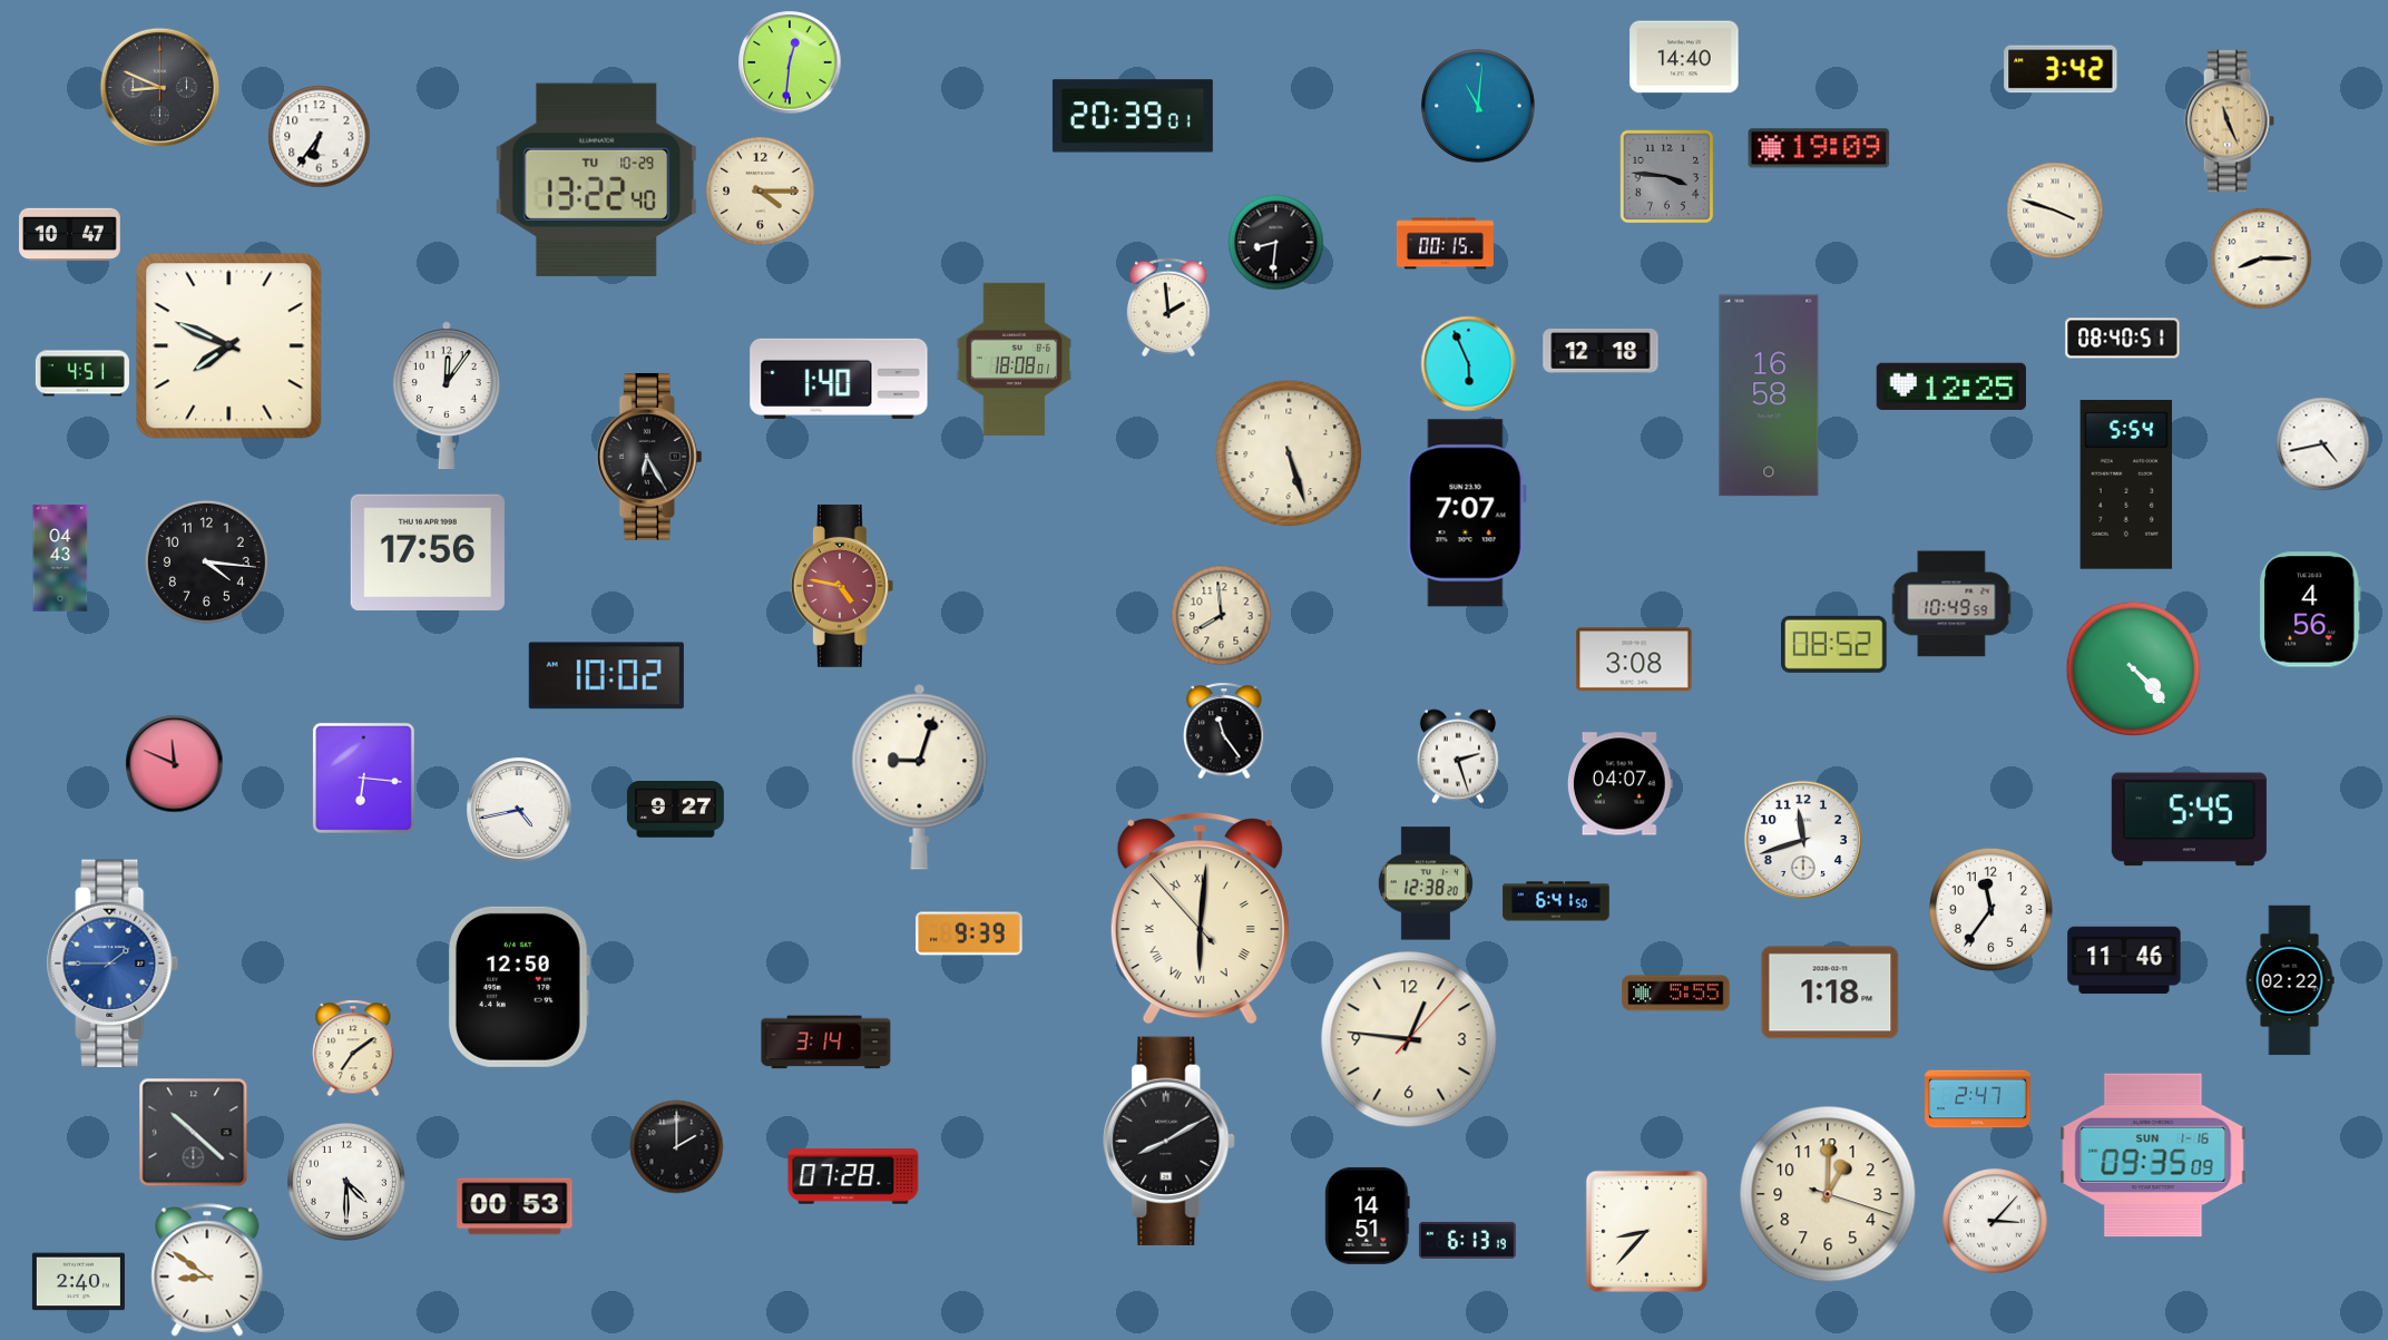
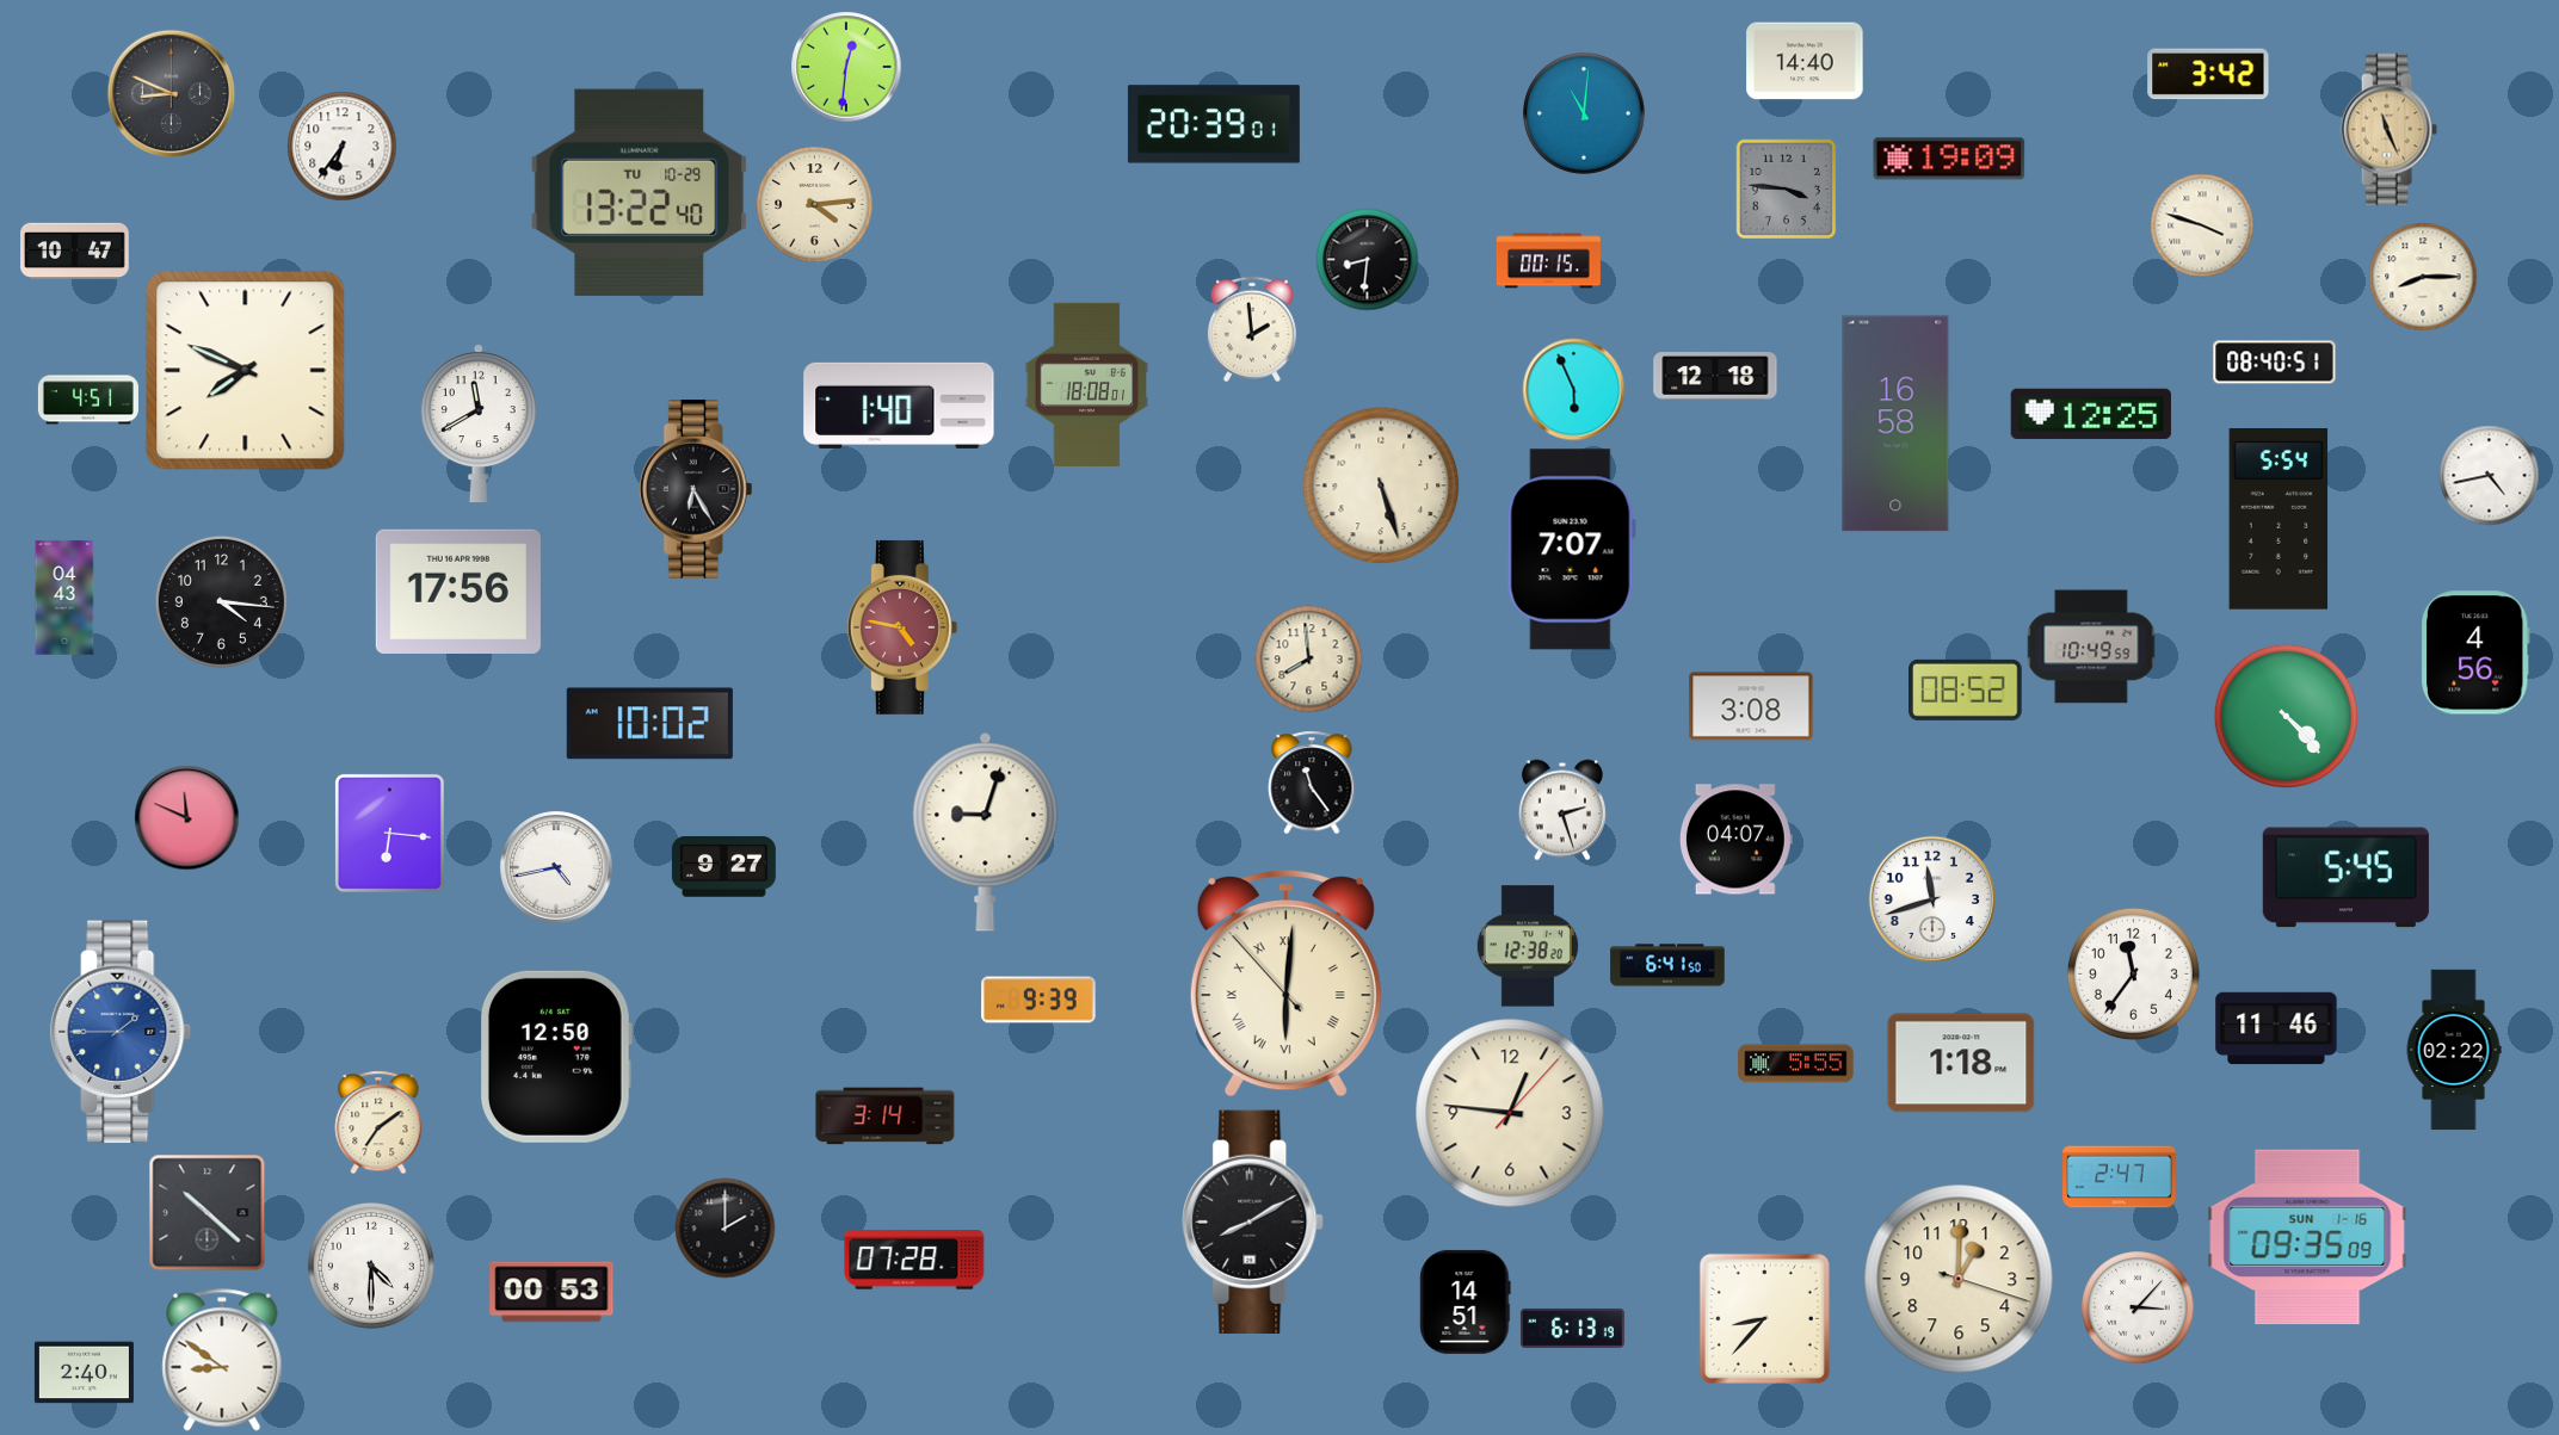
clock at (761, 192): 4:15 -> 4:14
clock at (447, 395): 12:06 -> 11:40
